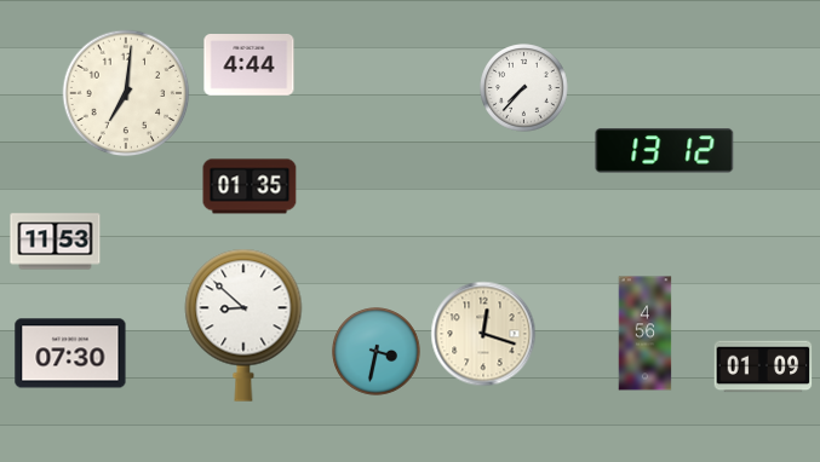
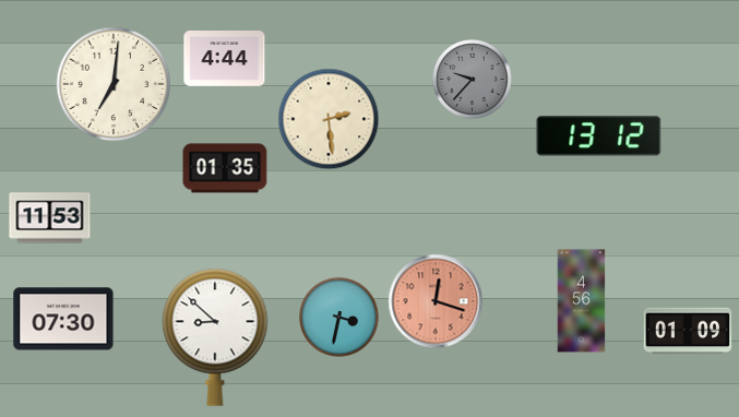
clock at (524, 88): 7:37 -> 9:37
clock at (524, 88) dial: white -> grey
clock at (329, 119): none -> 2:29
clock at (243, 325) position: (243, 325) -> (215, 337)
clock at (483, 334) dial: cream -> salmon
